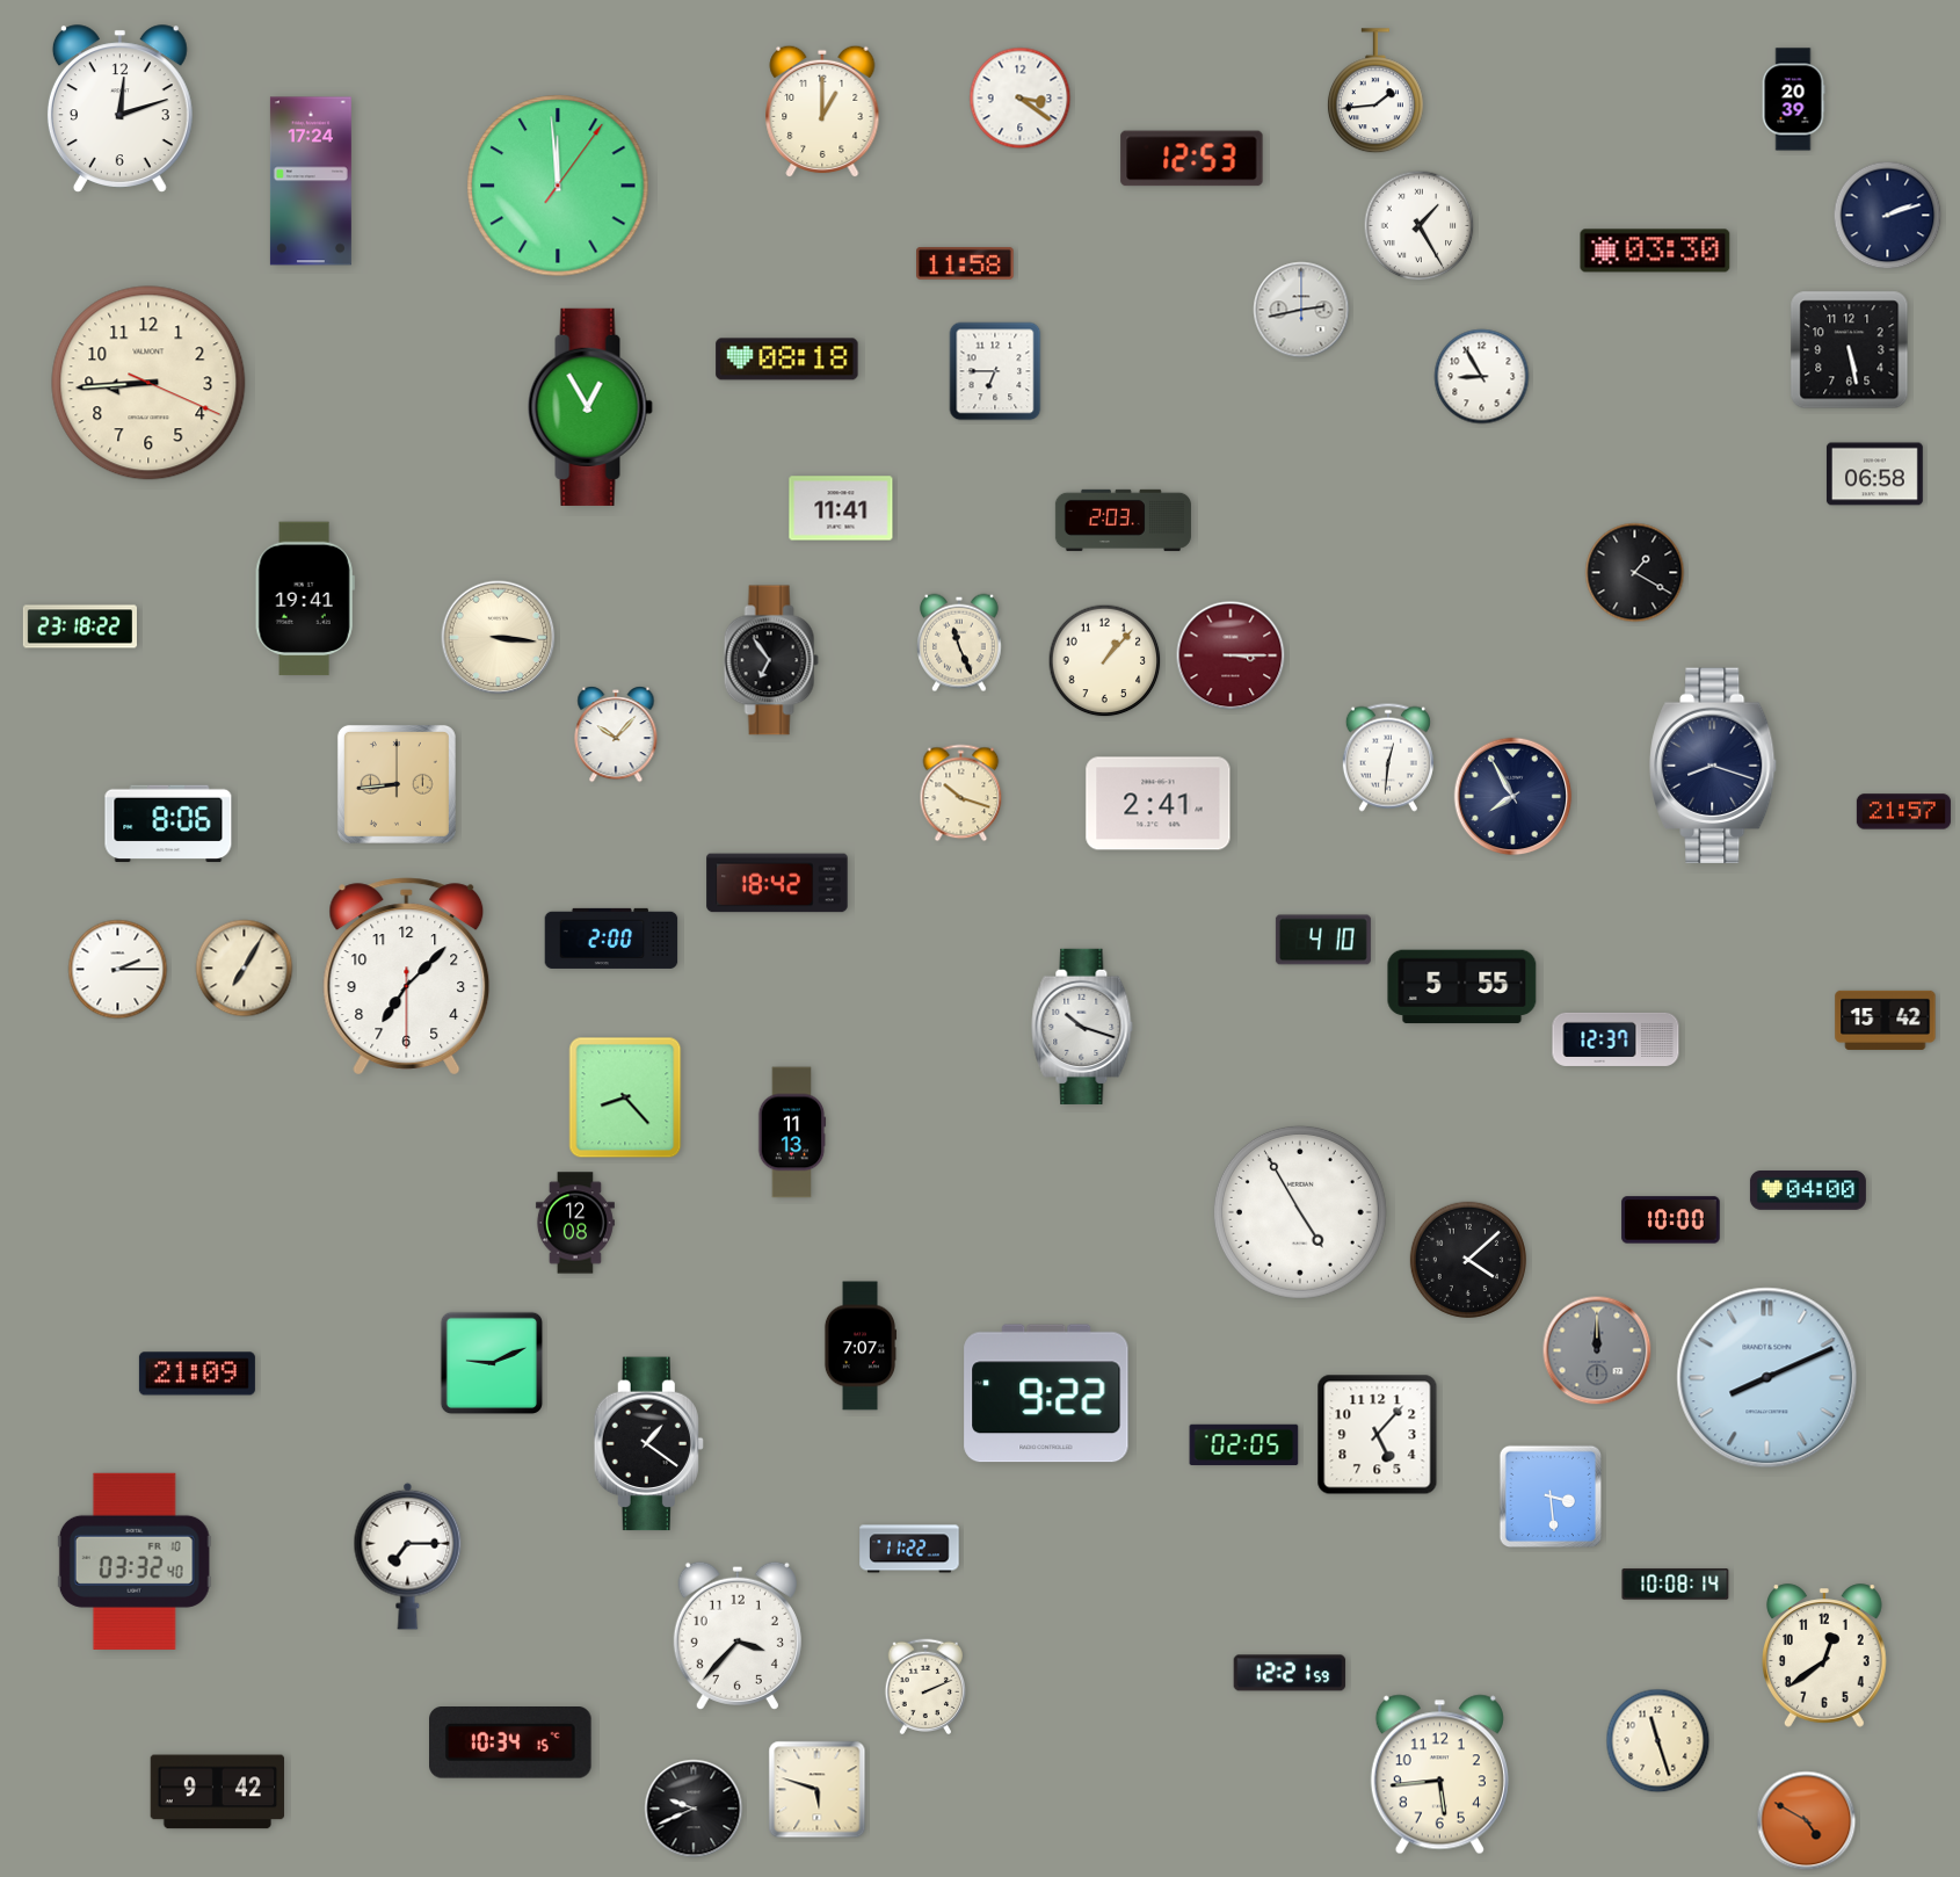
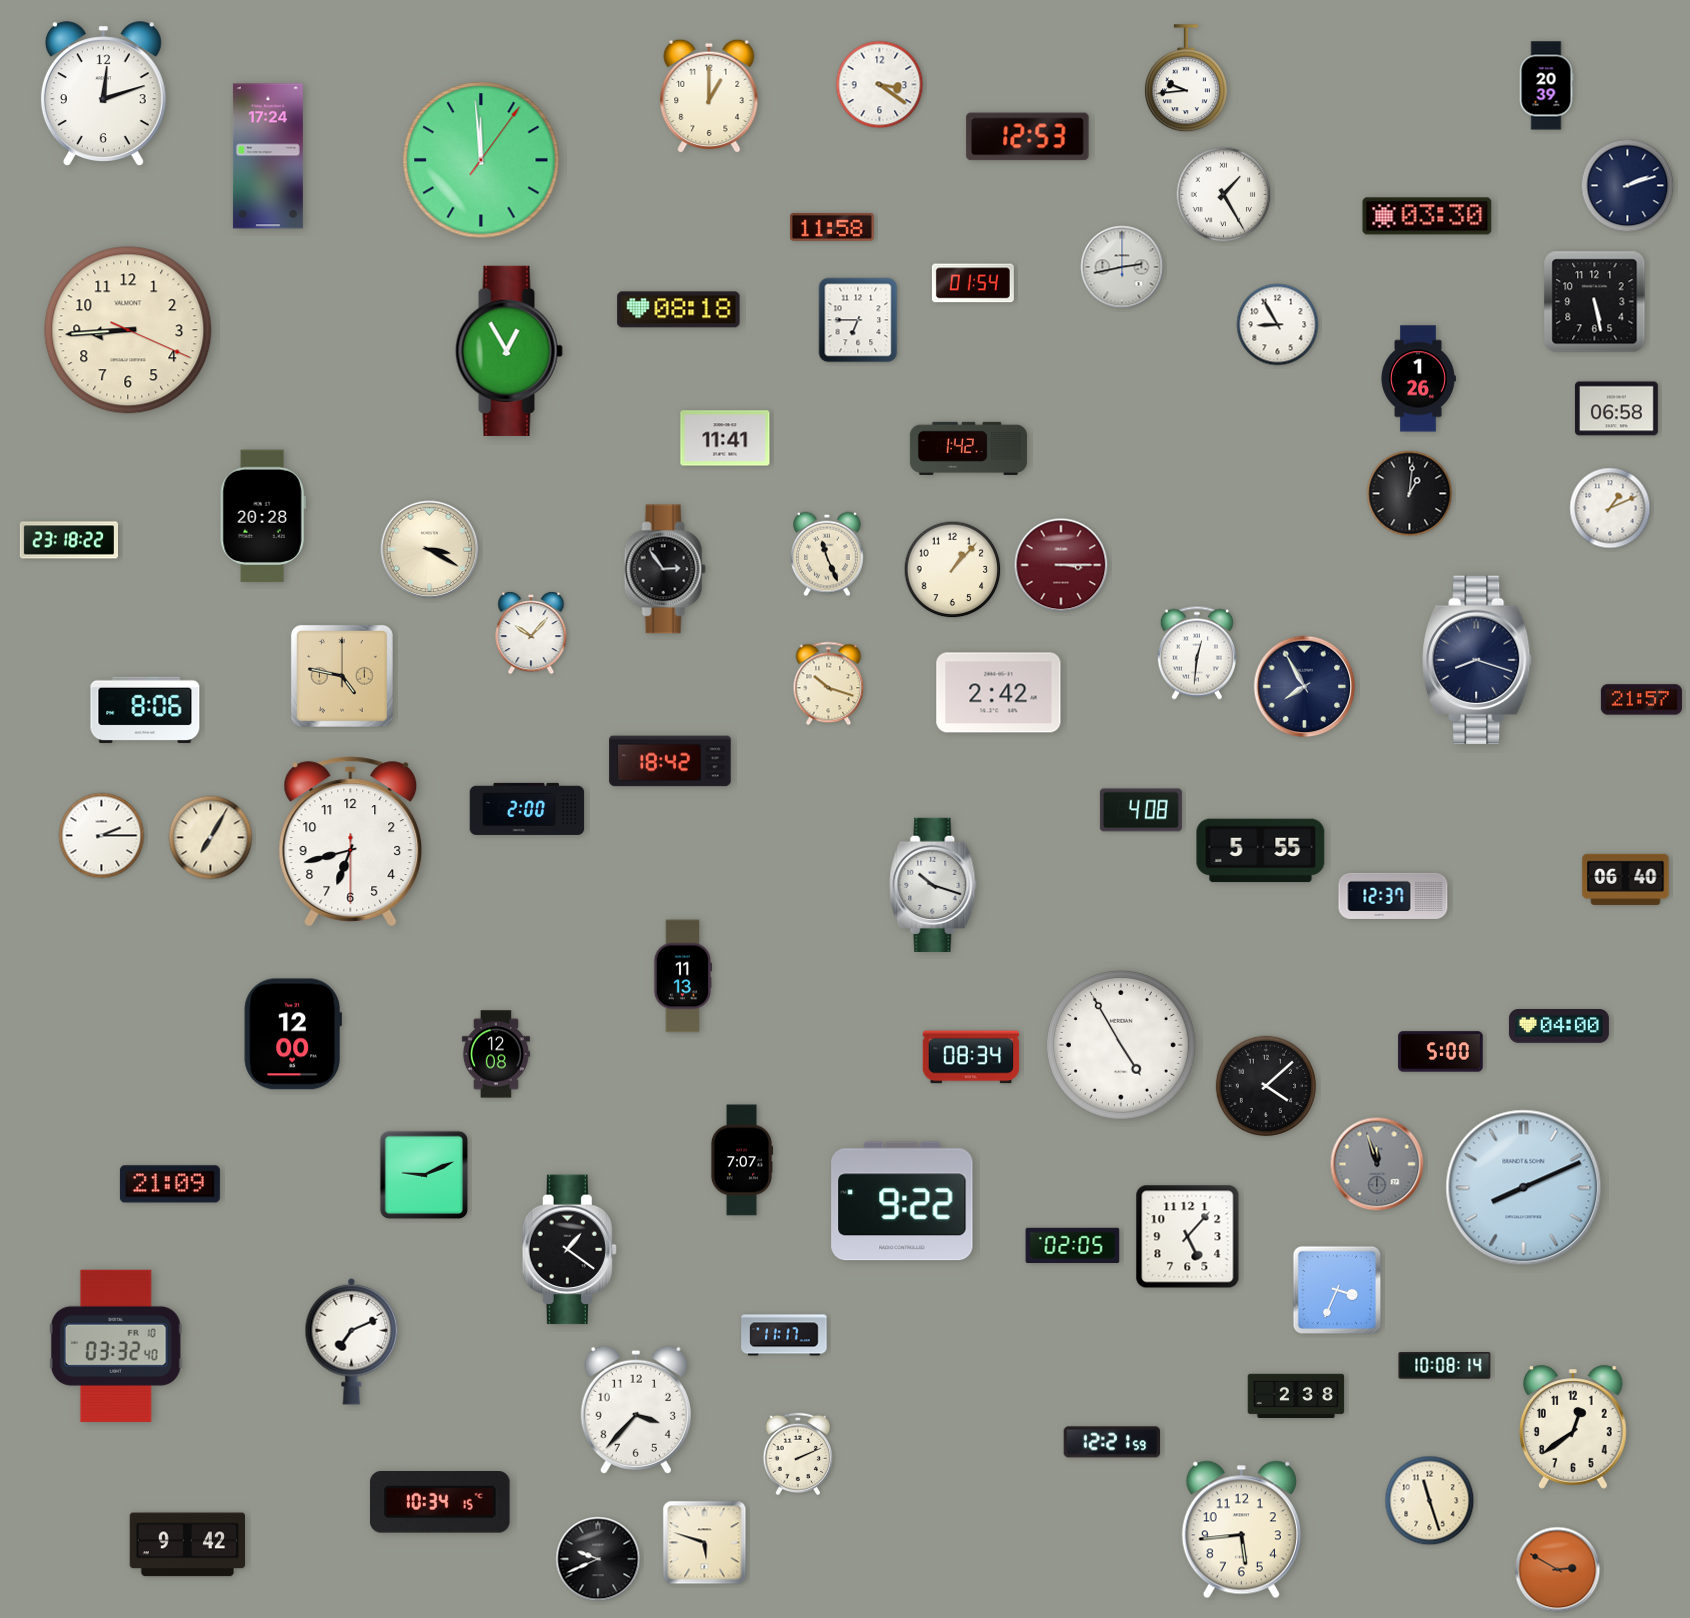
clock at (1375, 92): 1:44 -> 9:44
clock at (973, 283): none -> 01:54
clock at (1418, 379): none -> 1:26
clock at (1123, 520): 2:03 -> 1:42
clock at (1635, 573): 1:20 -> 1:01
clock at (1610, 508): none -> 1:11
clock at (305, 599): 19:41 -> 20:28
clock at (499, 638): 3:16 -> 3:20
clock at (771, 660): 6:54 -> 2:54
clock at (397, 784): 8:44 -> 4:47
clock at (1159, 804): 2:41 -> 2:42
clock at (1323, 940): 4:10 -> 4:08
clock at (245, 969) position: (245, 969) -> (211, 838)
clock at (407, 977): 7:07 -> 6:42
clock at (1886, 1020): 15:42 -> 06:40
clock at (625, 1097): 8:23 -> none
clock at (293, 1034): none -> 12:00
clock at (1671, 1220): 10:00 -> 5:00
clock at (971, 1057): none -> 08:34
clock at (1597, 1350): 12:00 -> 11:57
clock at (648, 1444) position: (648, 1444) -> (569, 1250)
clock at (1549, 1495): 3:29 -> 3:34
clock at (909, 1549): 11:22 -> 11:17
clock at (408, 1556): 7:15 -> 7:11
clock at (1296, 1395): none -> 2:38
clock at (1807, 1821): 4:50 -> 2:50
